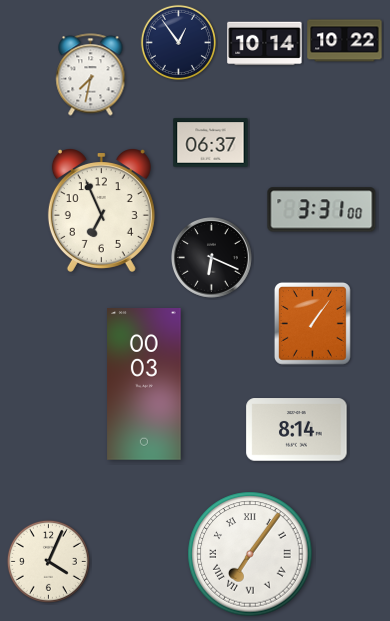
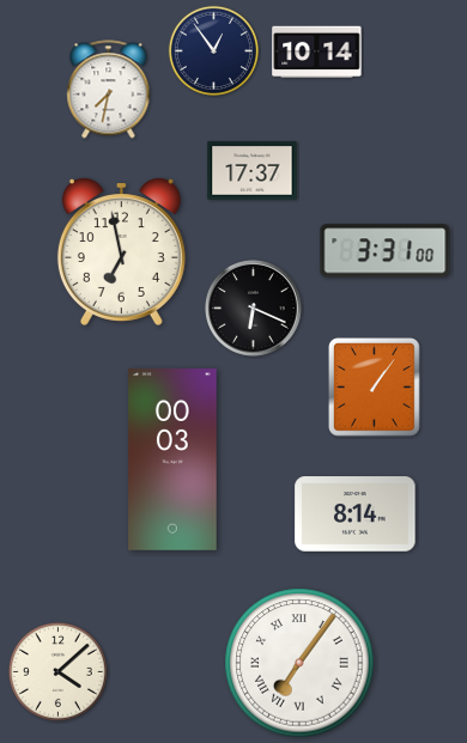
clock at (345, 41): 10:22 -> none
clock at (211, 143): 06:37 -> 17:37
clock at (101, 211): 6:56 -> 6:58
clock at (48, 561): 4:04 -> 4:08
